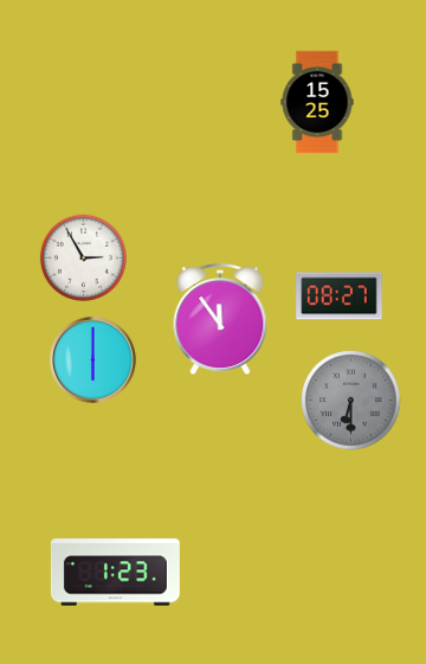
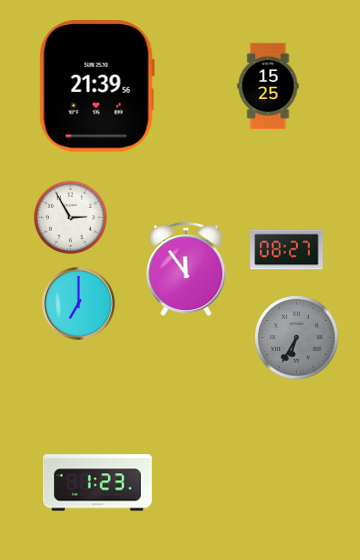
clock at (97, 86): none -> 21:39
clock at (93, 360): 6:00 -> 7:00
clock at (351, 401): 6:30 -> 6:35
